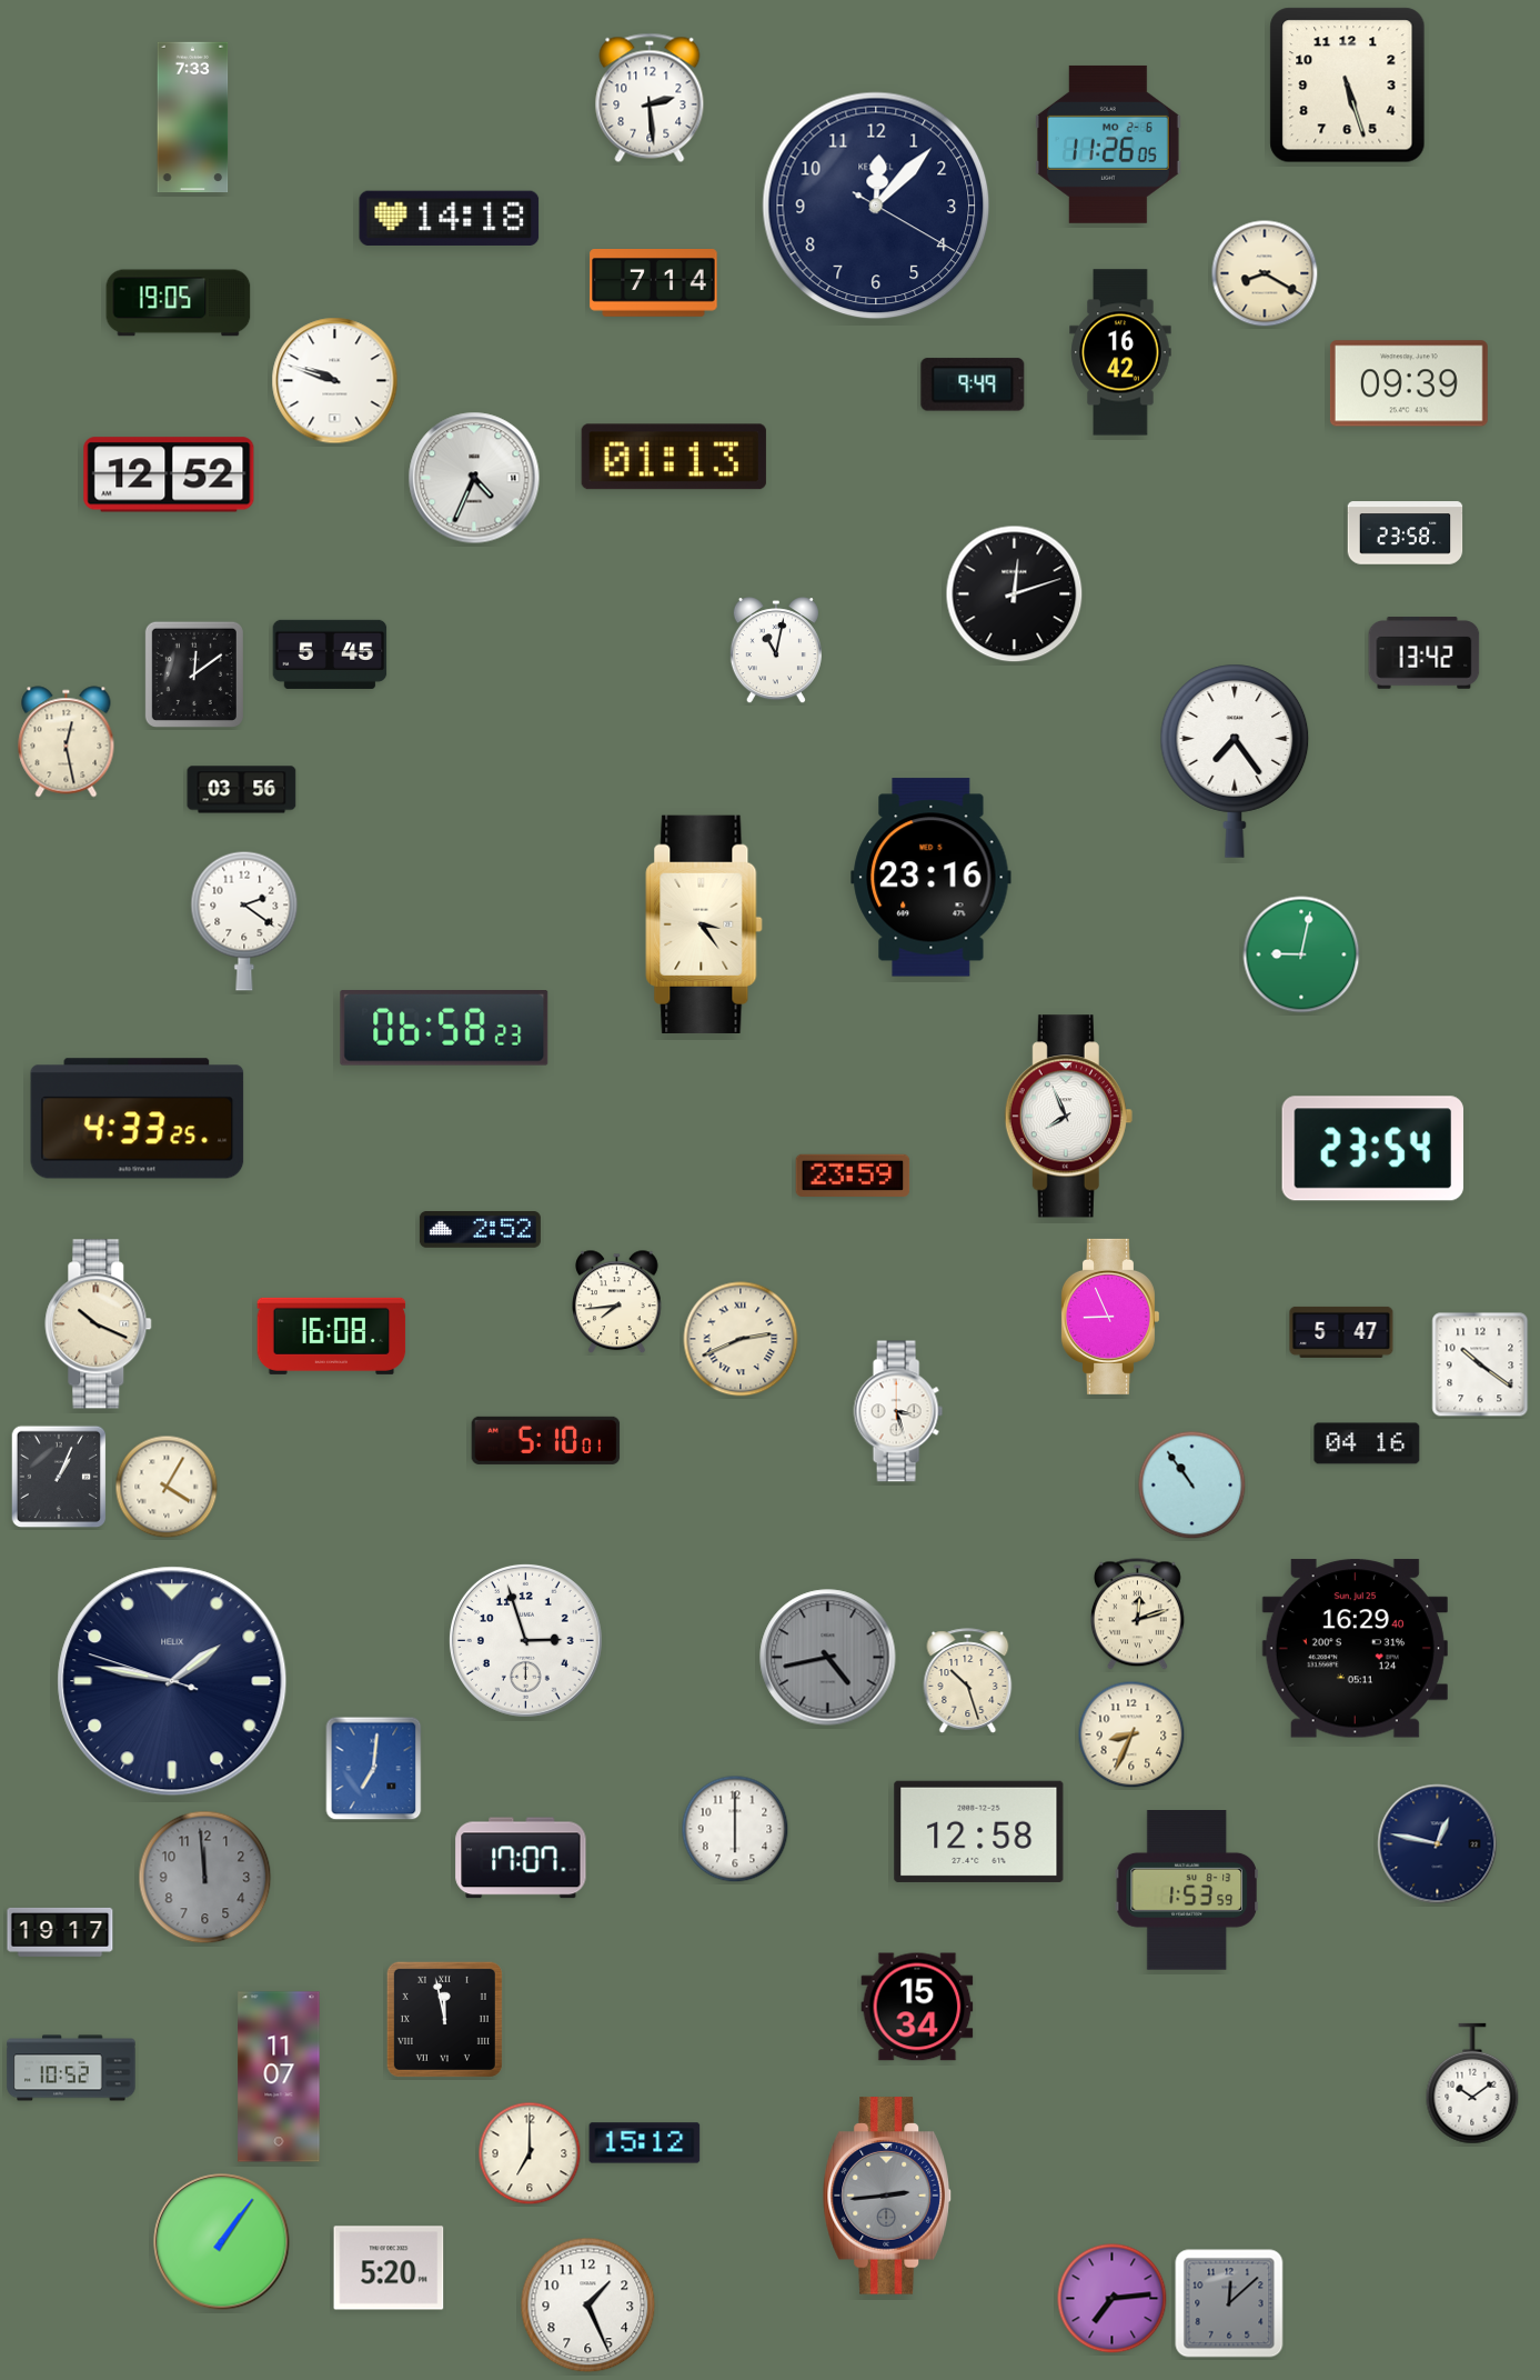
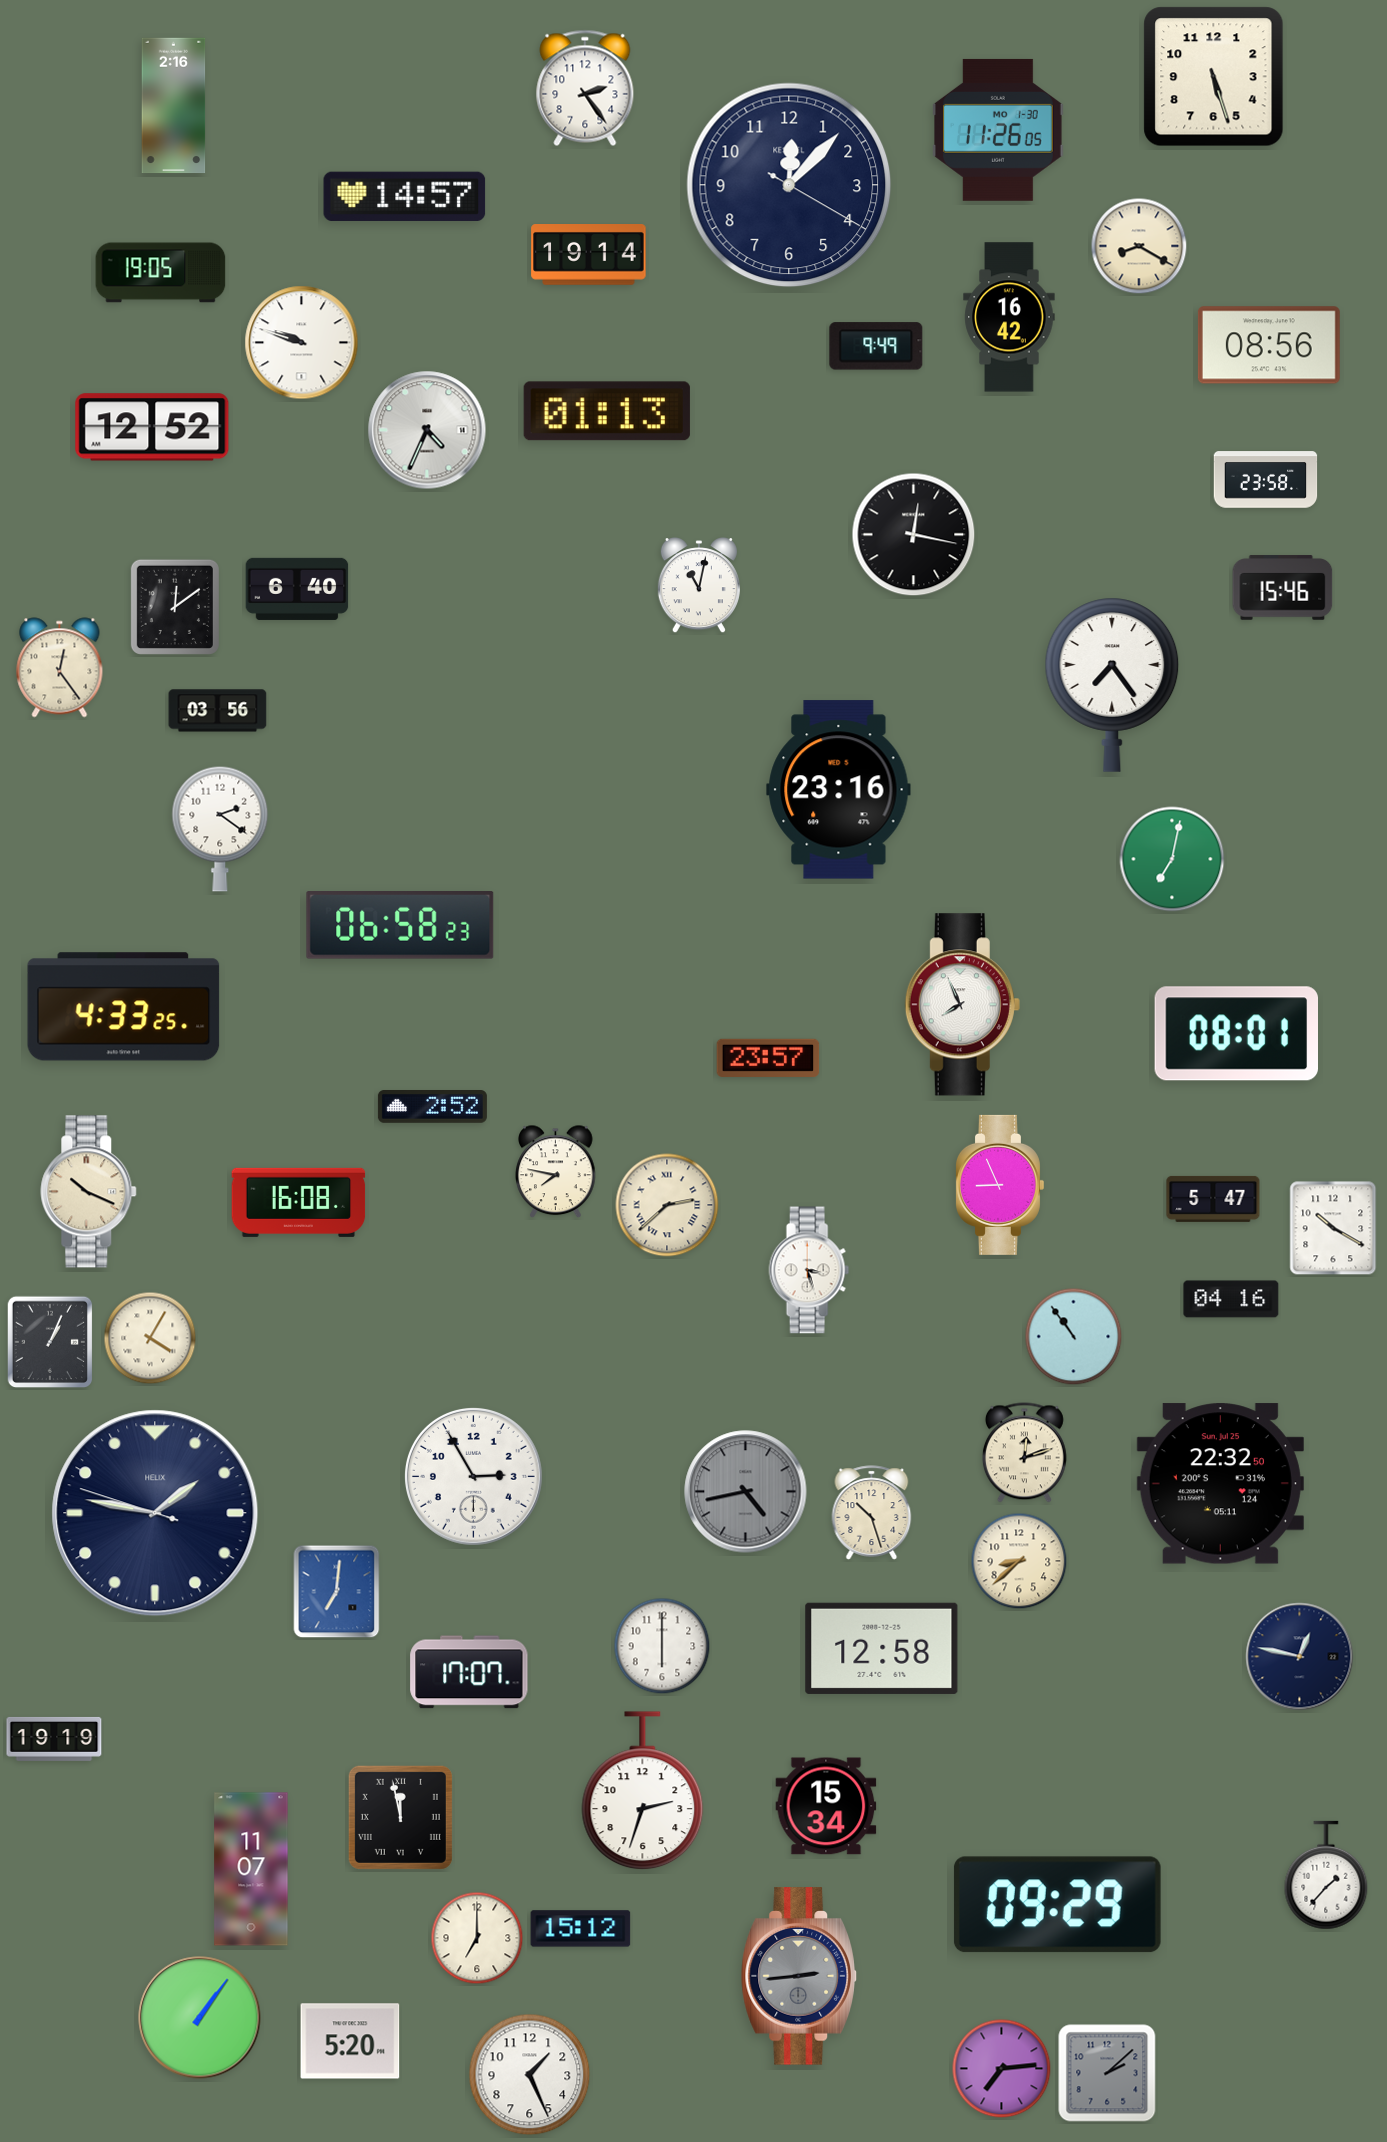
clock at (650, 98): 2:29 -> 2:24
clock at (193, 118): 7:33 -> 2:16
clock at (1109, 144) date: MO 2-6 -> MO 1-30
clock at (450, 218): 14:18 -> 14:57
clock at (654, 283): 7:14 -> 19:14
clock at (1409, 383): 09:39 -> 08:56
clock at (1015, 594): 12:12 -> 12:17
clock at (1425, 653): 13:42 -> 15:46
clock at (330, 654): 5:45 -> 6:40
clock at (67, 742): 12:28 -> 12:24
clock at (704, 924): 3:24 -> none
clock at (1301, 954): 9:02 -> 7:02
clock at (1373, 1149): 23:54 -> 08:01
clock at (853, 1176): 23:59 -> 23:57
clock at (617, 1302): 7:44 -> 7:47
clock at (1341, 1332) position: (1341, 1332) -> (1213, 1199)
clock at (741, 1339): 2:41 -> 2:38
clock at (1480, 1364): 10:21 -> 10:20
clock at (546, 1440): 5:10 -> none
clock at (59, 1477) position: (59, 1477) -> (50, 1342)
clock at (525, 1640): 2:57 -> 2:55
clock at (1355, 1649): 16:29 -> 22:32
clock at (1131, 1734): 8:34 -> 8:38
clock at (1438, 1844) position: (1438, 1844) -> (1300, 1657)
clock at (205, 1878): 11:59 -> none
clock at (1186, 1891): 1:53 -> none
clock at (60, 1932): 19:17 -> 19:19
clock at (643, 1791): none -> 2:33
clock at (71, 2068): 10:52 -> none
clock at (1472, 2083): 10:09 -> 1:37
clock at (1057, 1905): none -> 09:29
clock at (1229, 2303): 12:08 -> 2:08
